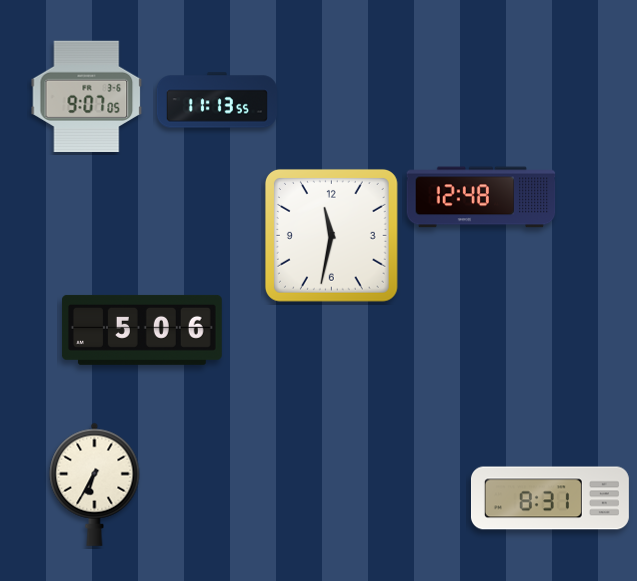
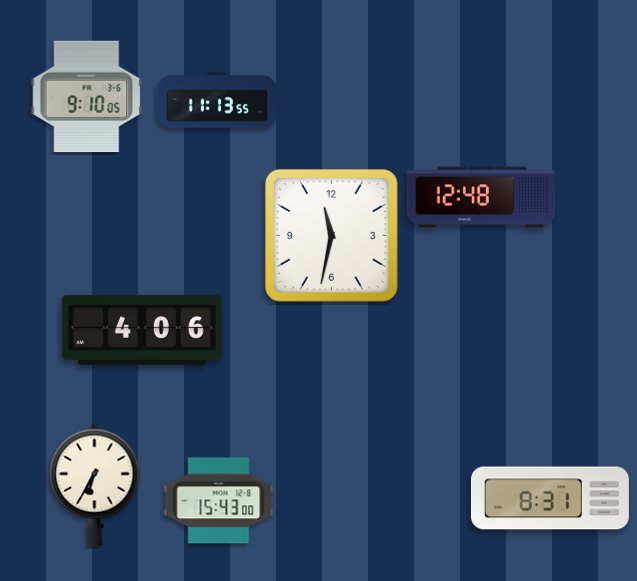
clock at (87, 96): 9:07 -> 9:10
clock at (143, 330): 5:06 -> 4:06
clock at (219, 501): none -> 15:43
